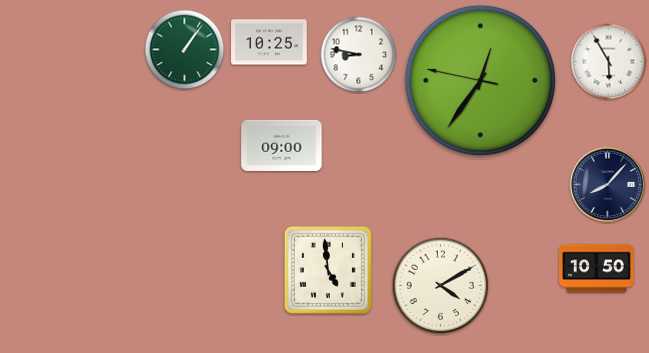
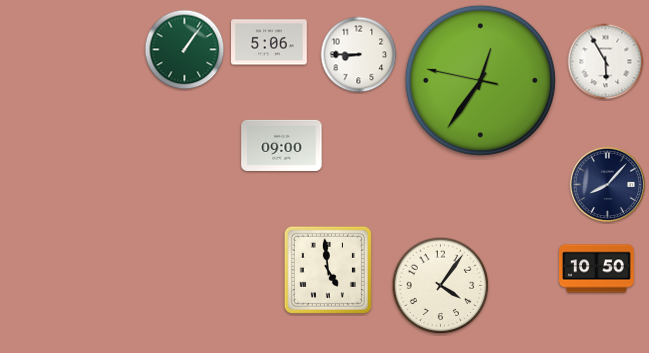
clock at (269, 42): 10:25 -> 5:06
clock at (359, 55): 8:47 -> 8:45
clock at (609, 62) position: (609, 62) -> (606, 62)
clock at (441, 286): 4:10 -> 4:06
